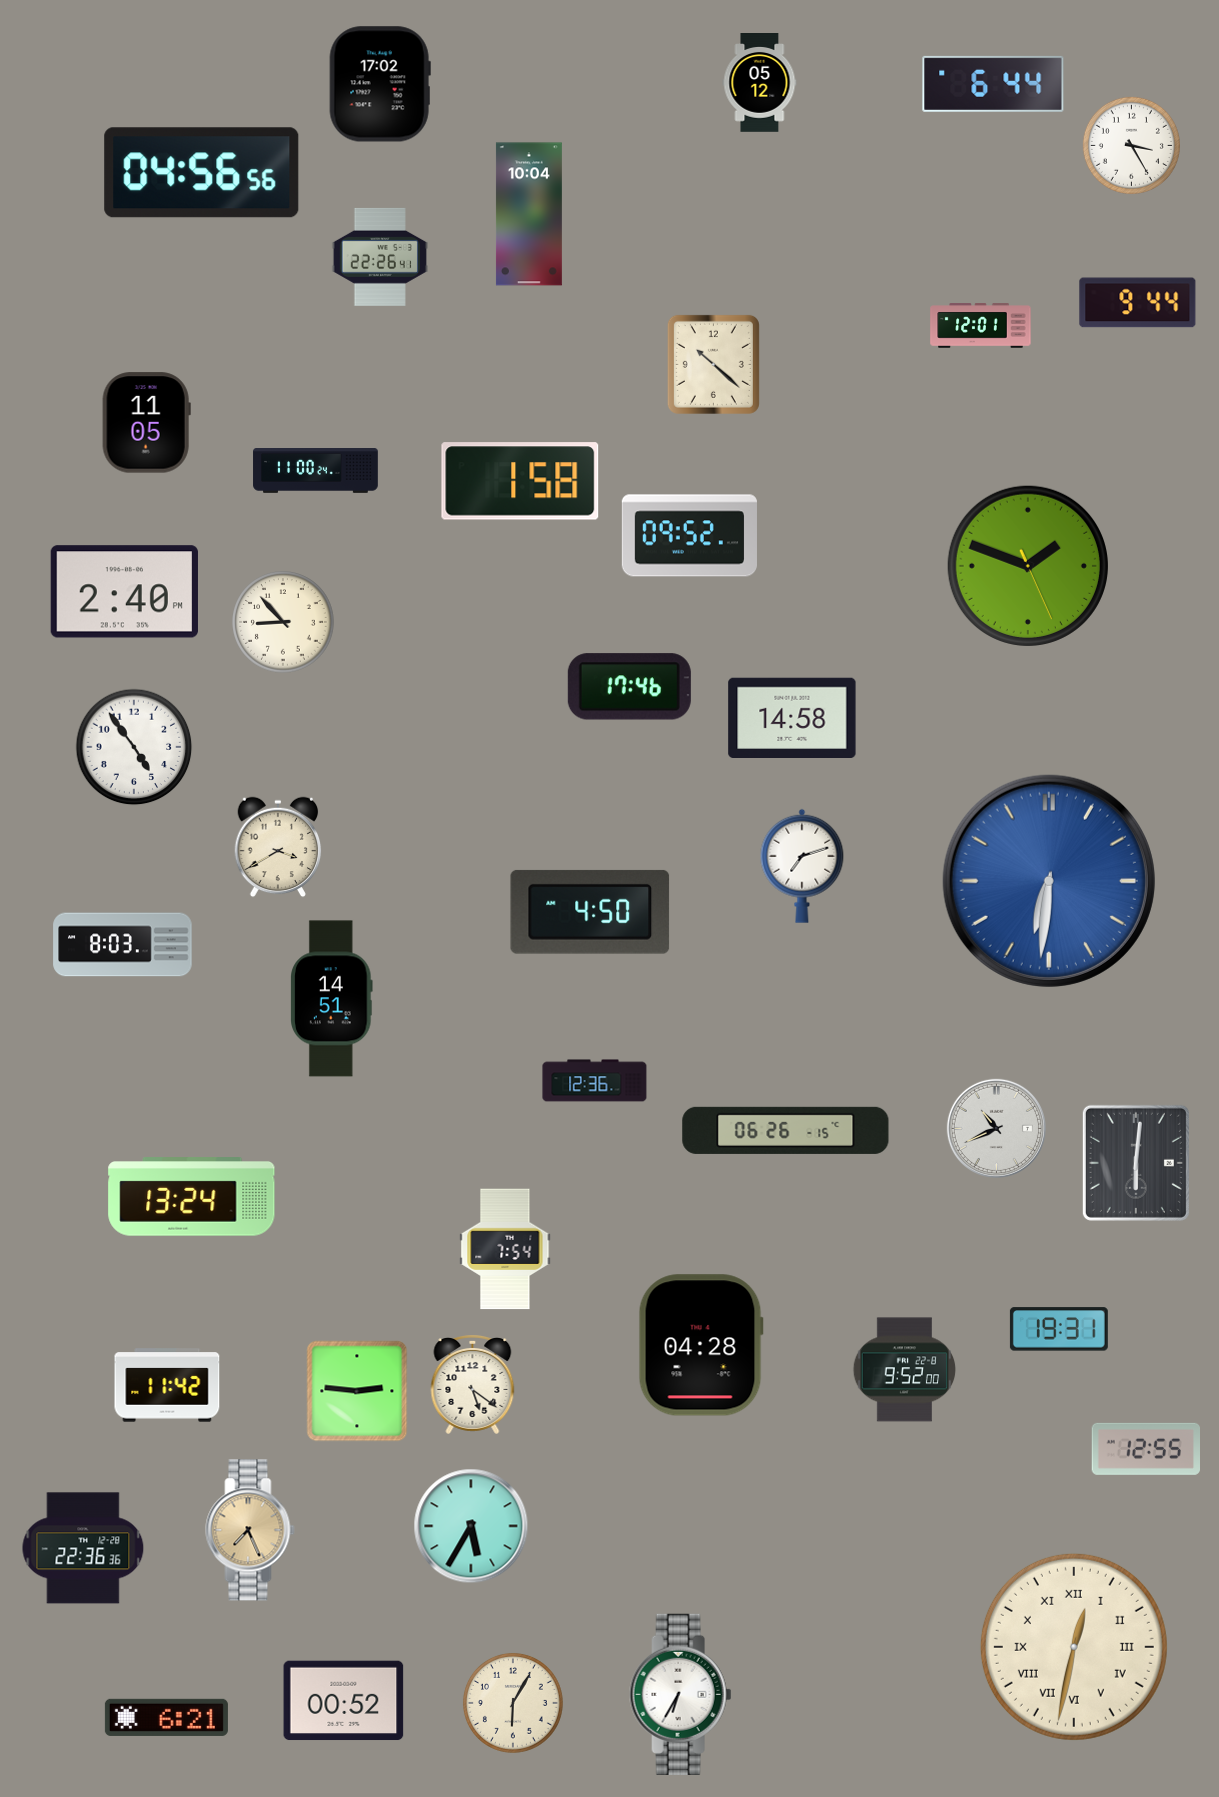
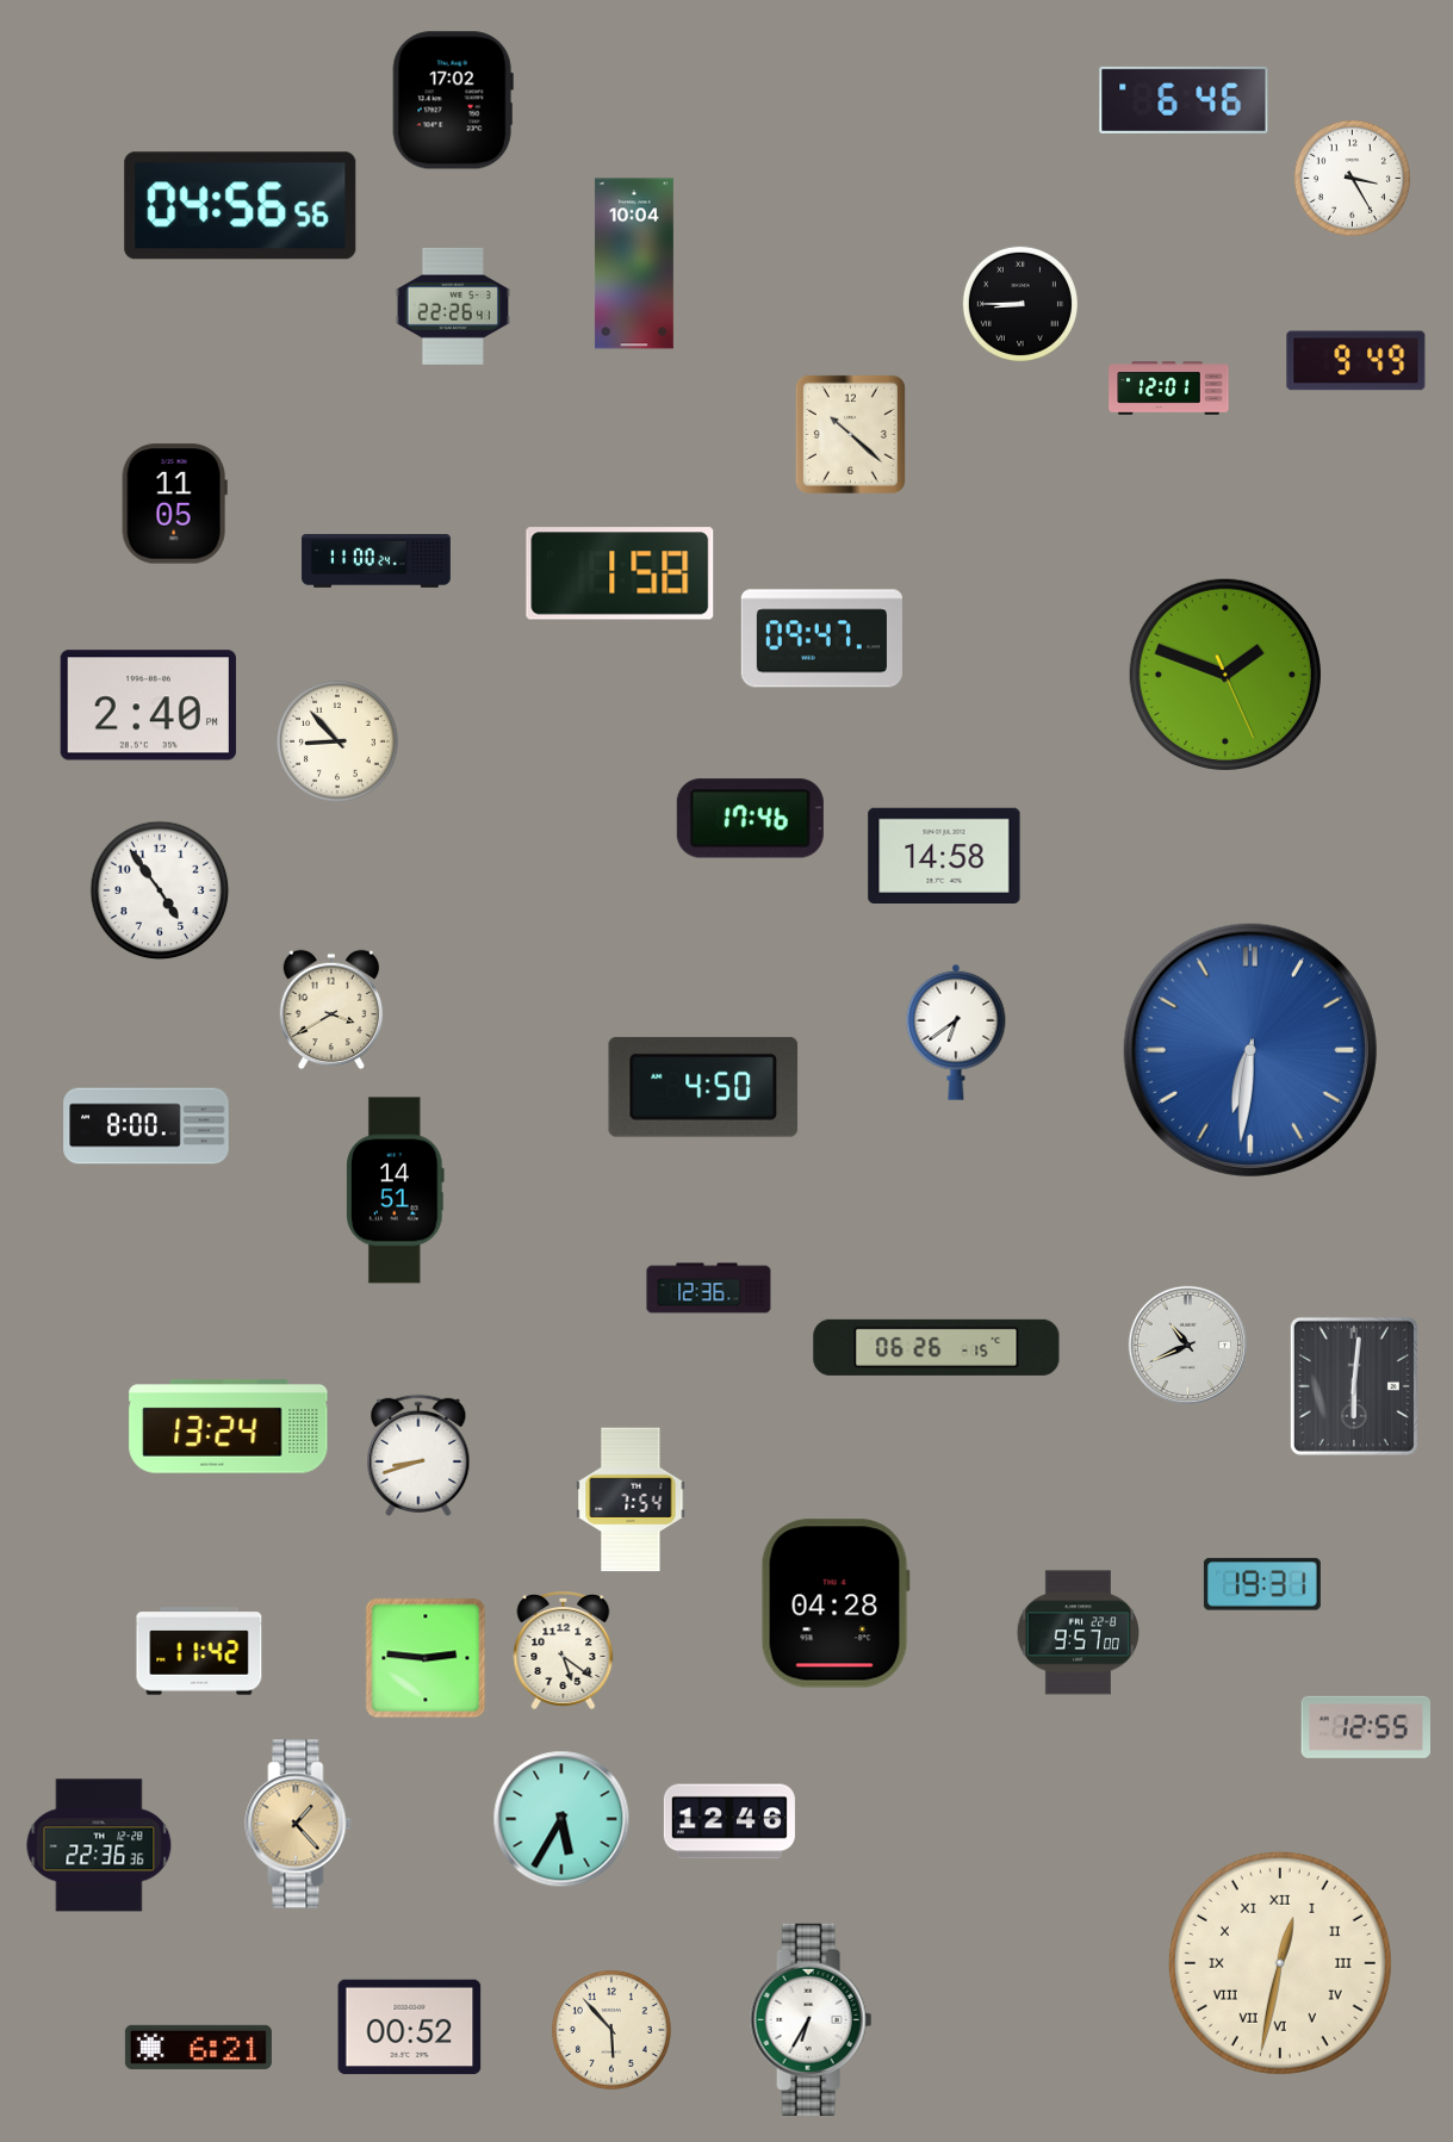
clock at (760, 83): 05:12 -> none
clock at (993, 84): 6:44 -> 6:46
clock at (1131, 145) position: (1131, 145) -> (1352, 178)
clock at (529, 214) position: (529, 214) -> (634, 263)
clock at (1020, 304): none -> 8:45
clock at (1138, 303): 9:44 -> 9:49
clock at (689, 536): 09:52 -> 09:47
clock at (802, 866): 7:12 -> 6:39
clock at (123, 945): 8:03 -> 8:00
clock at (418, 1455): none -> 8:42
clock at (505, 1249) position: (505, 1249) -> (631, 1500)
clock at (905, 1370): 9:52 -> 9:57
clock at (729, 1821): none -> 12:46
clock at (250, 1530): 7:26 -> 1:23
clock at (513, 1703): 6:05 -> 5:53
